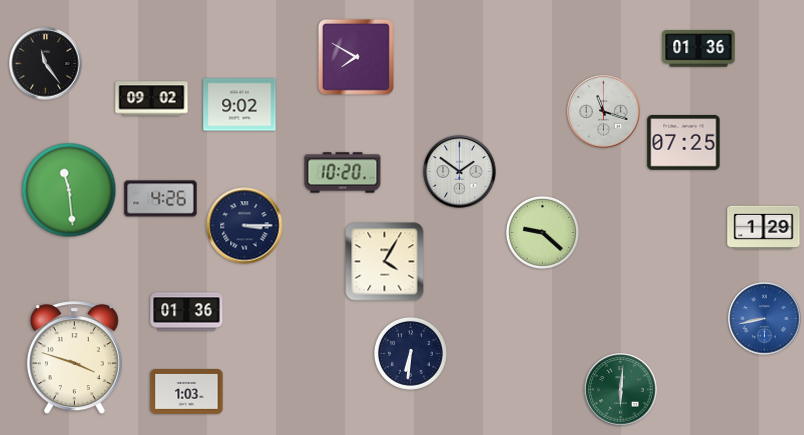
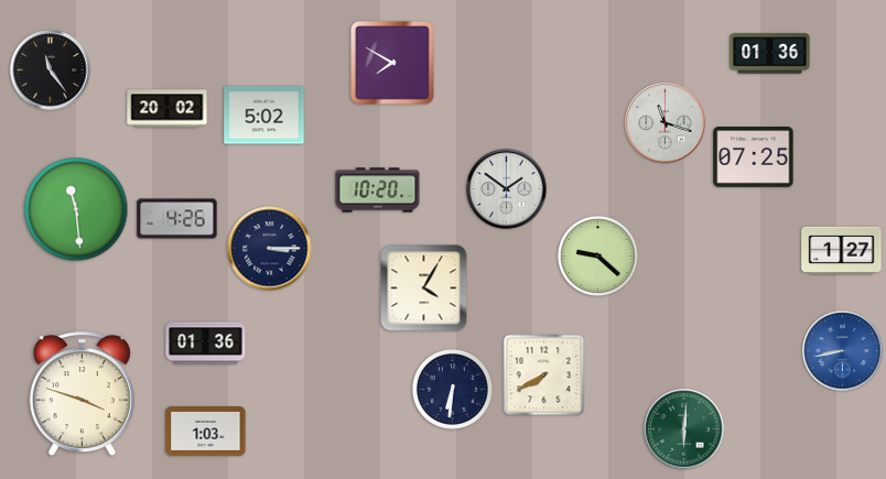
clock at (152, 99): 09:02 -> 20:02
clock at (240, 105): 9:02 -> 5:02
clock at (764, 227): 1:29 -> 1:27
clock at (544, 375): none -> 7:40
